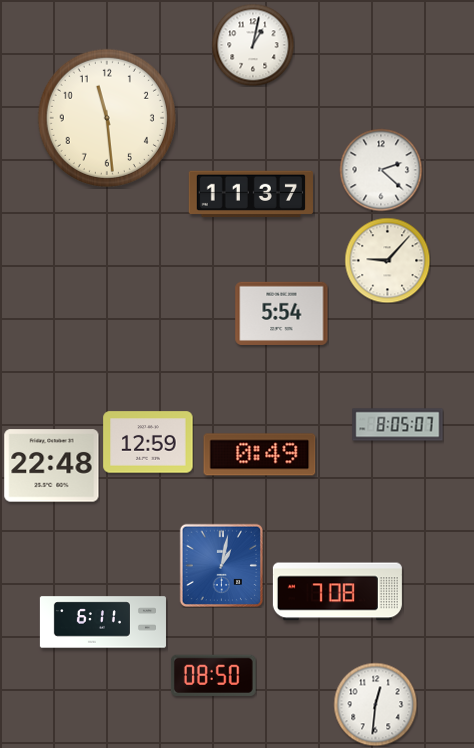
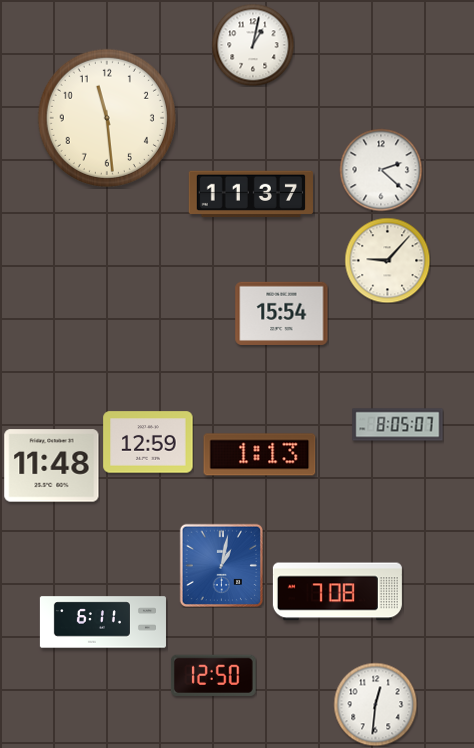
clock at (282, 313): 5:54 -> 15:54
clock at (260, 455): 0:49 -> 1:13
clock at (52, 466): 22:48 -> 11:48
clock at (214, 675): 08:50 -> 12:50
